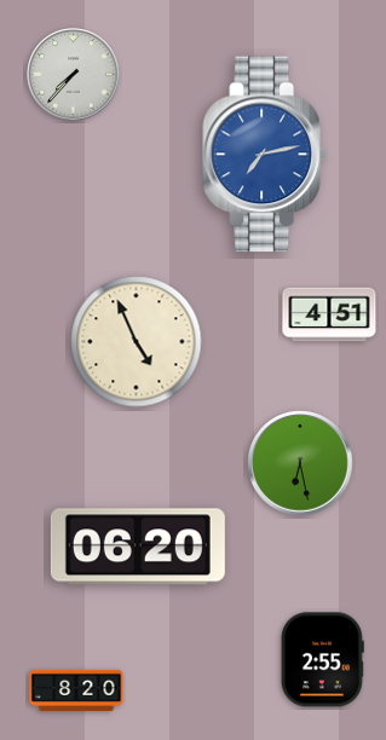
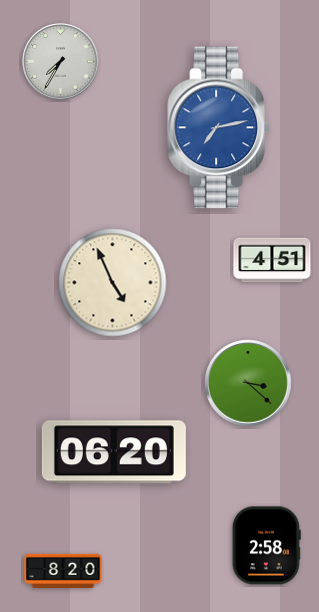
clock at (74, 75): 7:37 -> 7:35
clock at (300, 463): 6:28 -> 3:22
clock at (322, 660): 2:55 -> 2:58
